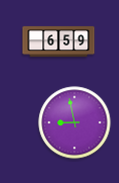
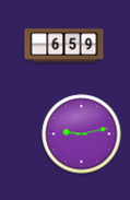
clock at (75, 123): 8:58 -> 9:13
